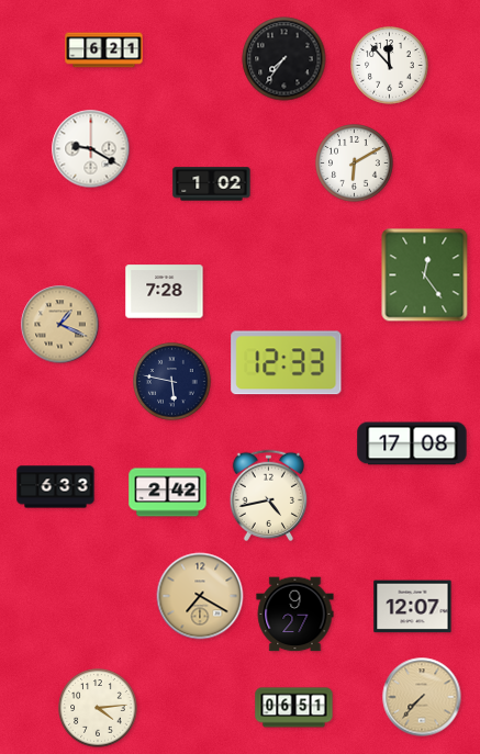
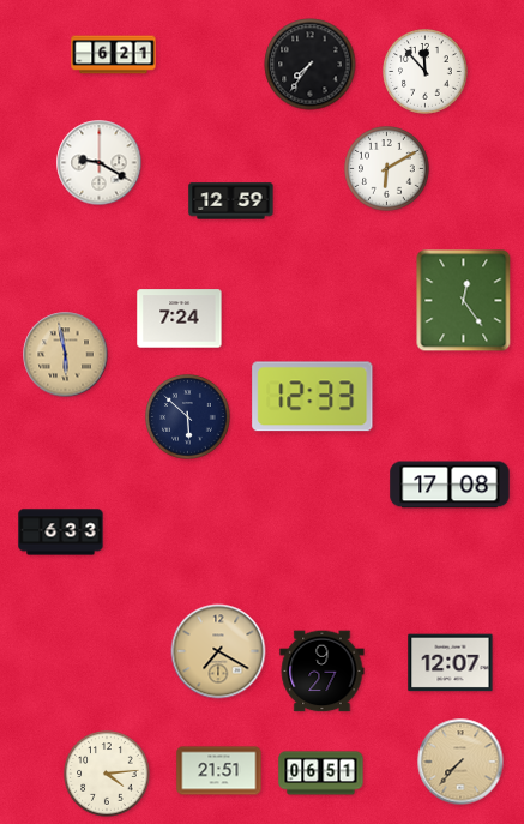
clock at (355, 164) position: (355, 164) -> (387, 169)
clock at (212, 184): 1:02 -> 12:59
clock at (165, 292): 7:28 -> 7:24
clock at (60, 325): 1:19 -> 5:58
clock at (172, 382): 5:47 -> 5:52
clock at (168, 493): 2:42 -> none
clock at (269, 495): 4:43 -> none
clock at (219, 771): none -> 21:51
